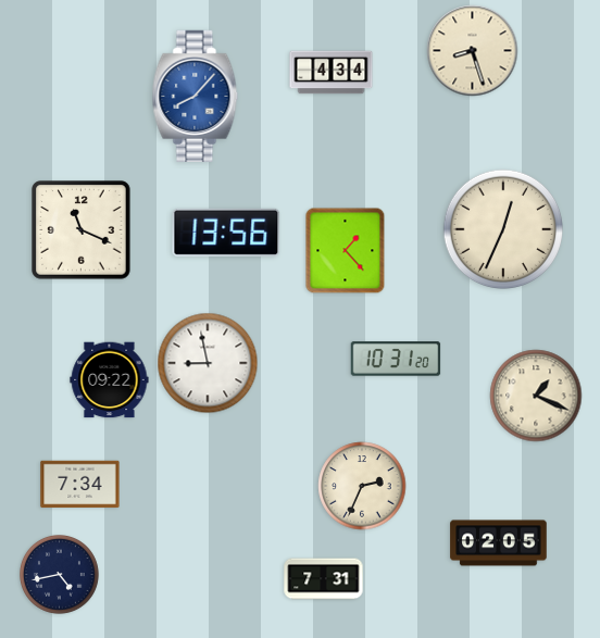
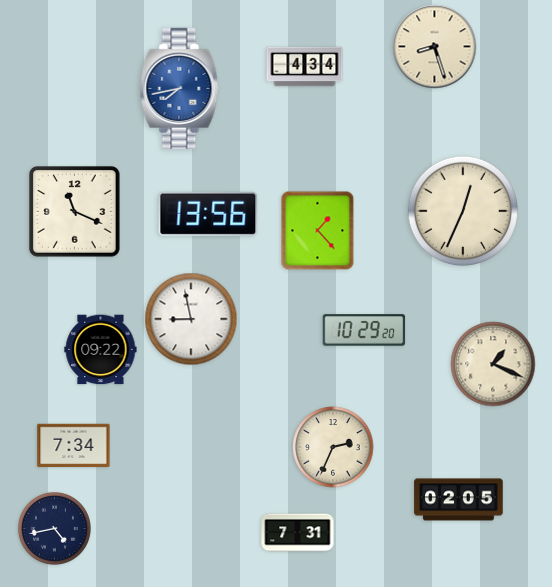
clock at (196, 96): 8:07 -> 7:43
clock at (396, 359): 10:31 -> 10:29
clock at (208, 363) position: (208, 363) -> (191, 319)
